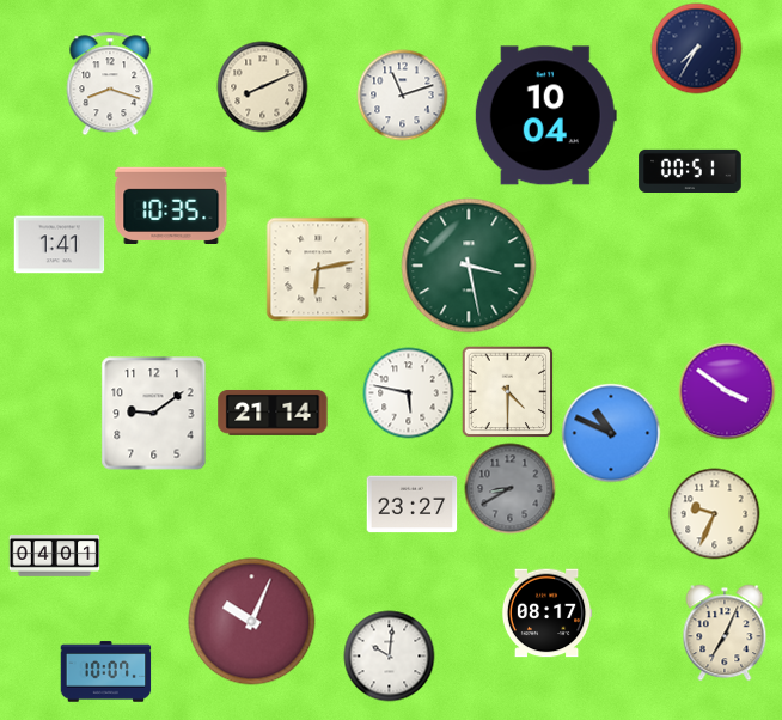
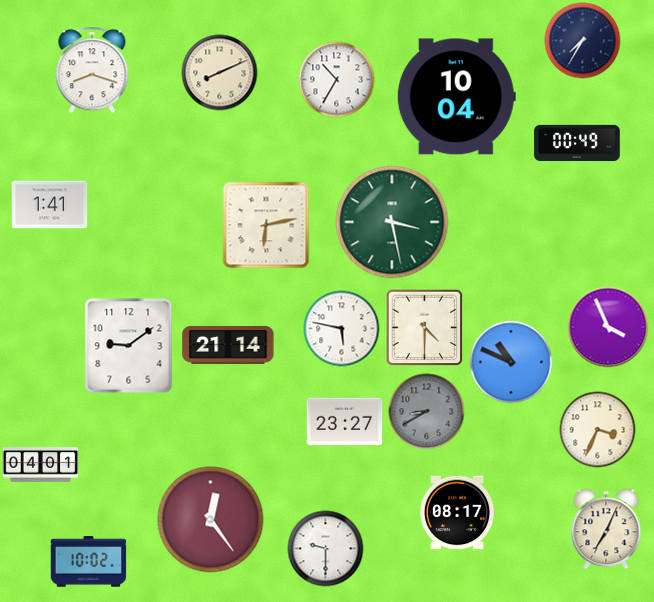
clock at (403, 96): 11:12 -> 10:35
clock at (690, 170): 00:51 -> 00:49
clock at (171, 205): 10:35 -> none
clock at (727, 391): 3:51 -> 3:56
clock at (511, 489) position: (511, 489) -> (427, 412)
clock at (715, 514): 9:34 -> 3:34
clock at (55, 556) position: (55, 556) -> (41, 465)
clock at (252, 622): 10:04 -> 12:24
clock at (390, 657): 10:01 -> 9:30
clock at (106, 672): 10:07 -> 10:02
